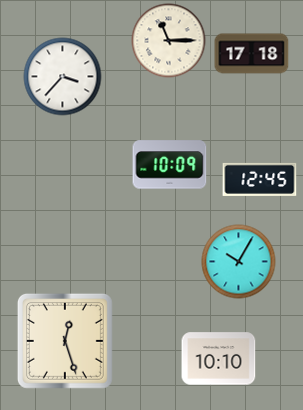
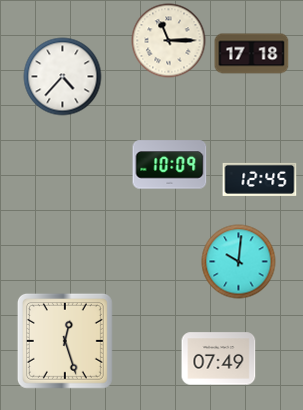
clock at (63, 77): 3:37 -> 4:37
clock at (239, 262): 10:05 -> 10:01
clock at (219, 359): 10:10 -> 07:49
